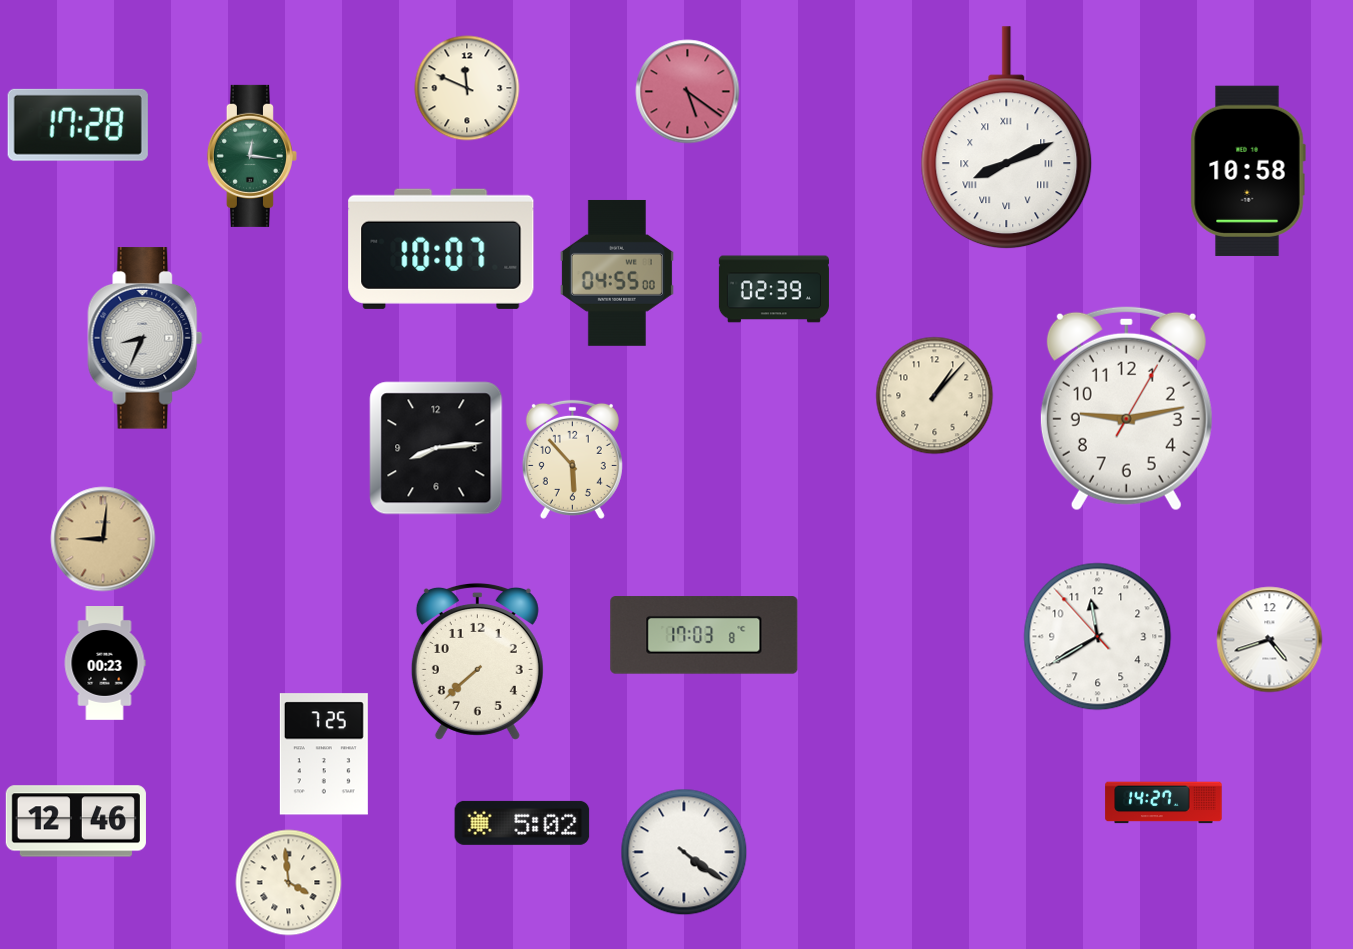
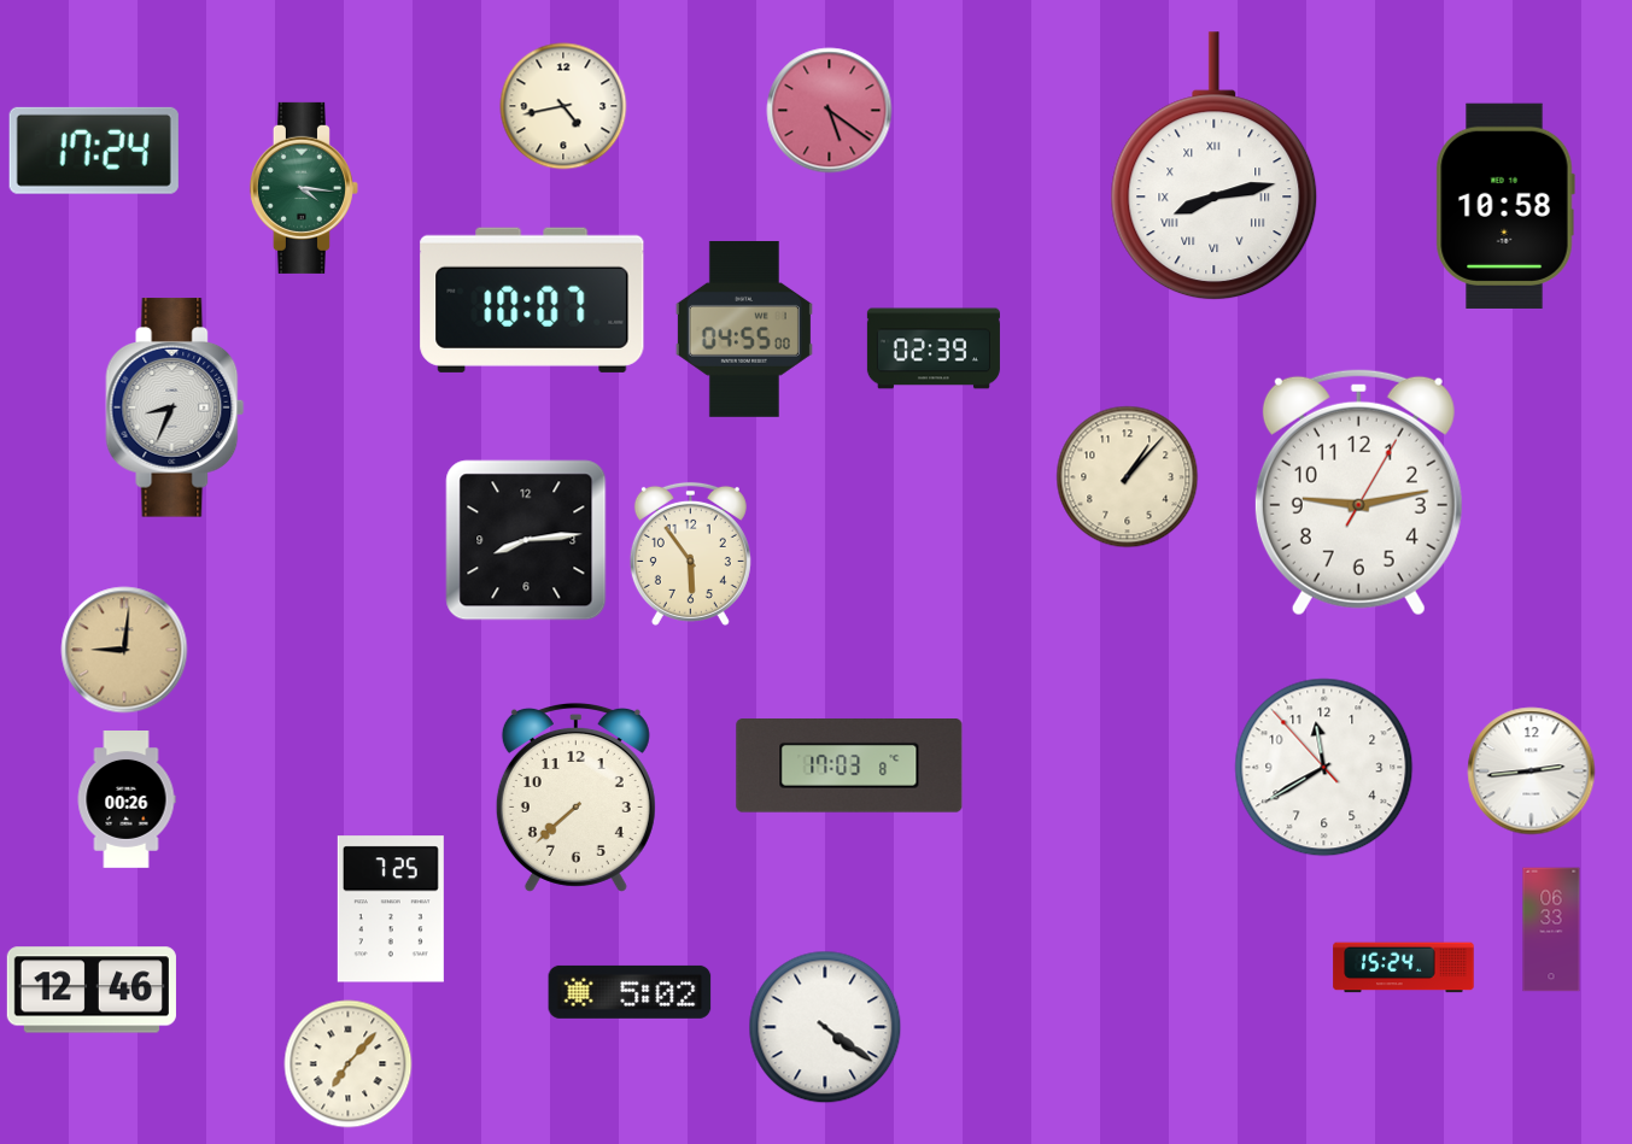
clock at (467, 88): 11:49 -> 4:43
clock at (78, 125): 17:28 -> 17:24
clock at (1007, 138): 8:11 -> 8:13
clock at (252, 156): 12:16 -> 4:16
clock at (572, 459): 5:53 -> 5:54
clock at (1270, 640): 4:42 -> 2:44
clock at (105, 664): 00:23 -> 00:26
clock at (1551, 929): none -> 06:33
clock at (1164, 803): 14:27 -> 15:24
clock at (289, 883): 3:59 -> 7:07
